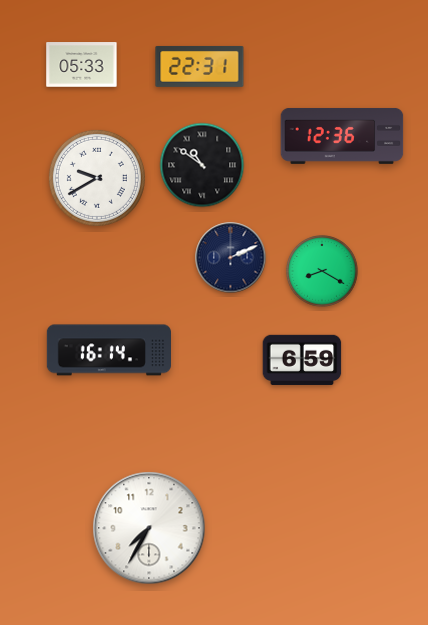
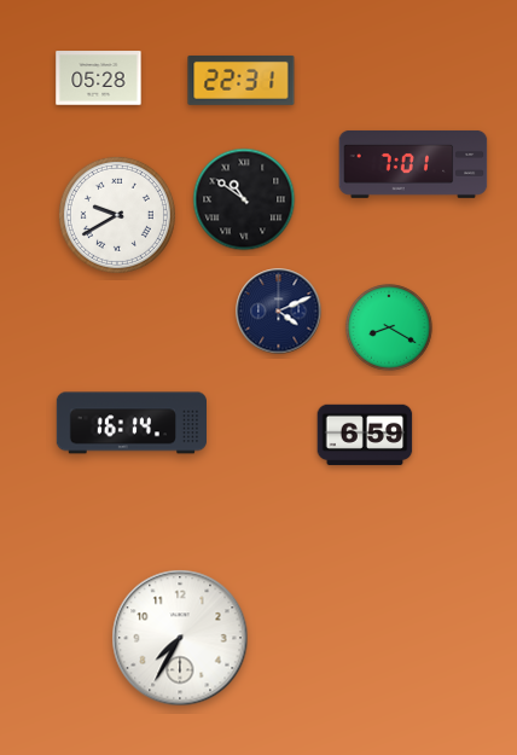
clock at (82, 65): 05:33 -> 05:28
clock at (342, 136): 12:36 -> 7:01
clock at (231, 258): 2:11 -> 4:11
